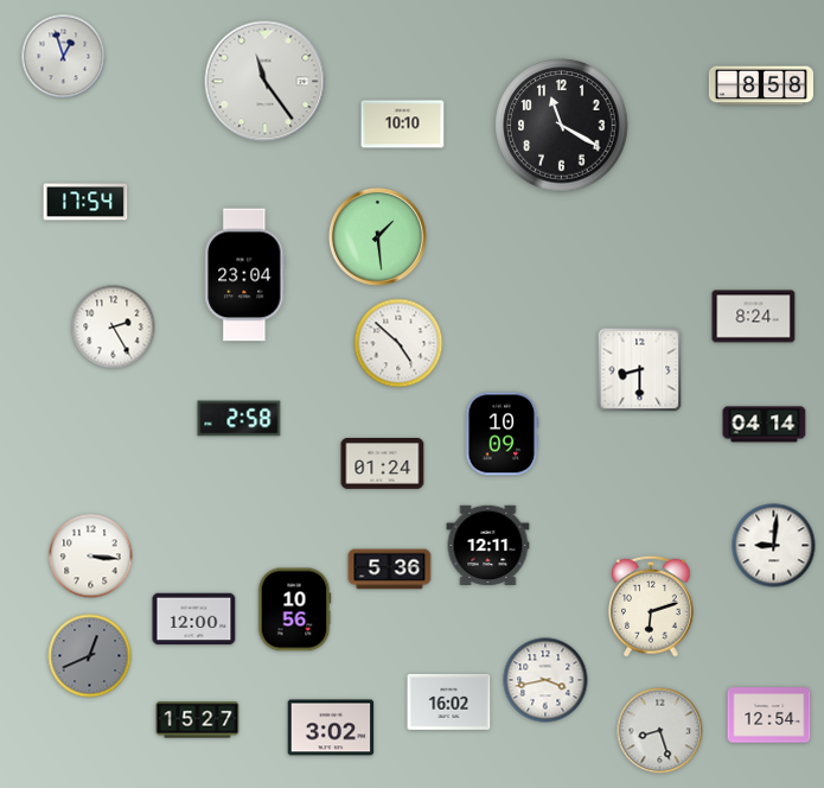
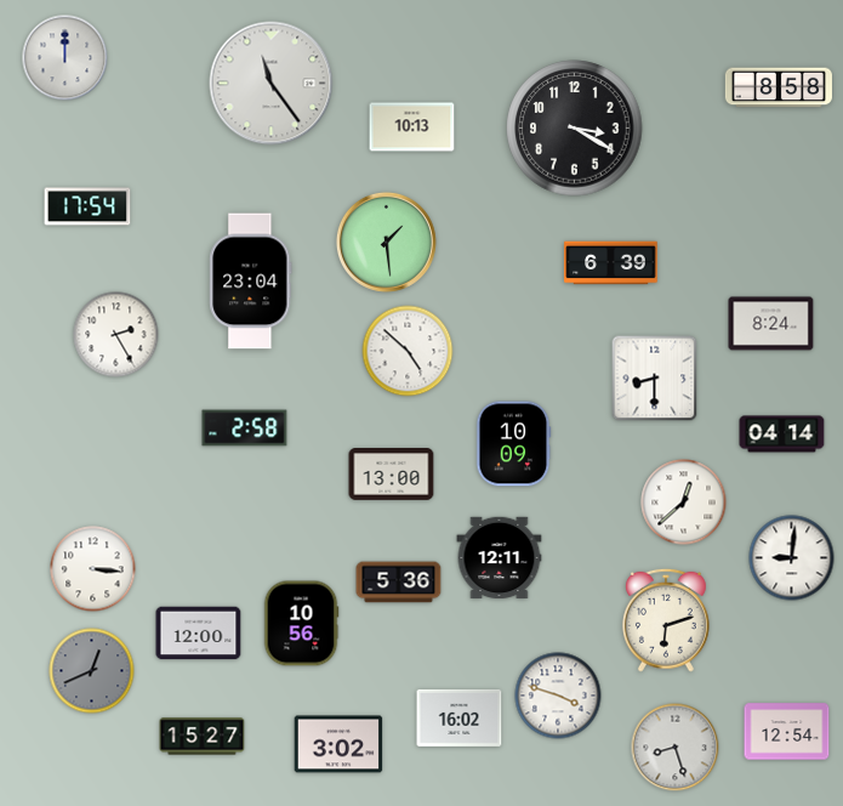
clock at (64, 57): 12:57 -> 12:00
clock at (403, 125): 10:10 -> 10:13
clock at (562, 126): 11:20 -> 3:20
clock at (611, 263): none -> 6:39
clock at (383, 464): 01:24 -> 13:00
clock at (684, 503): none -> 12:38
clock at (545, 680): 3:43 -> 3:48
